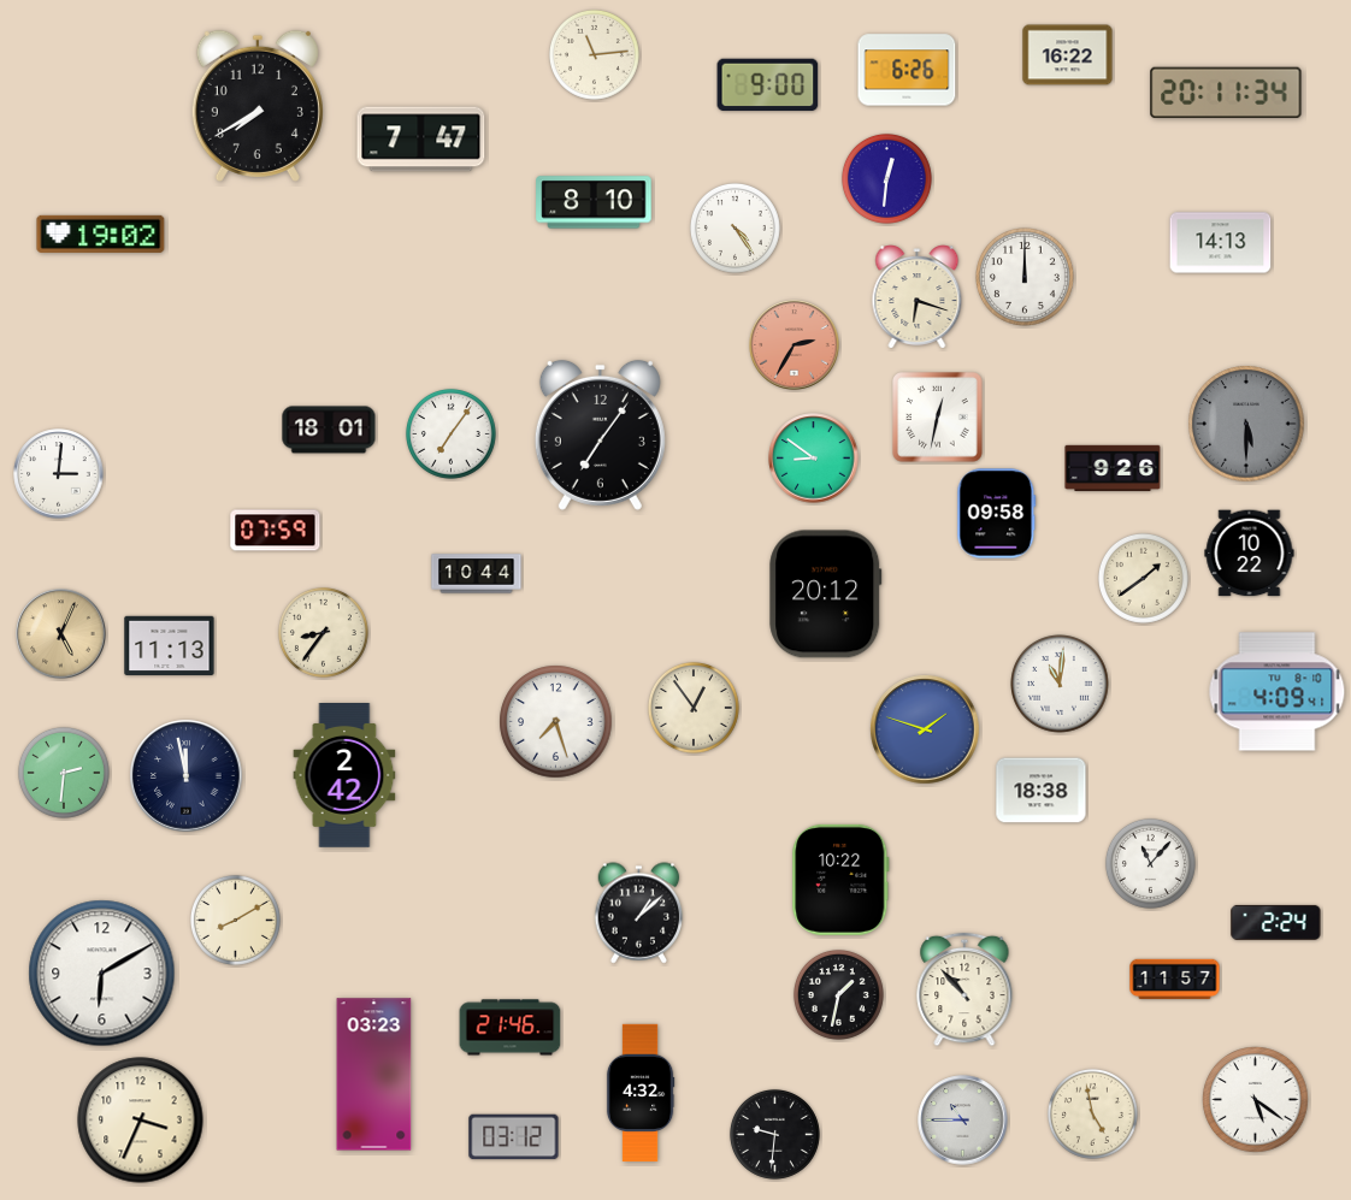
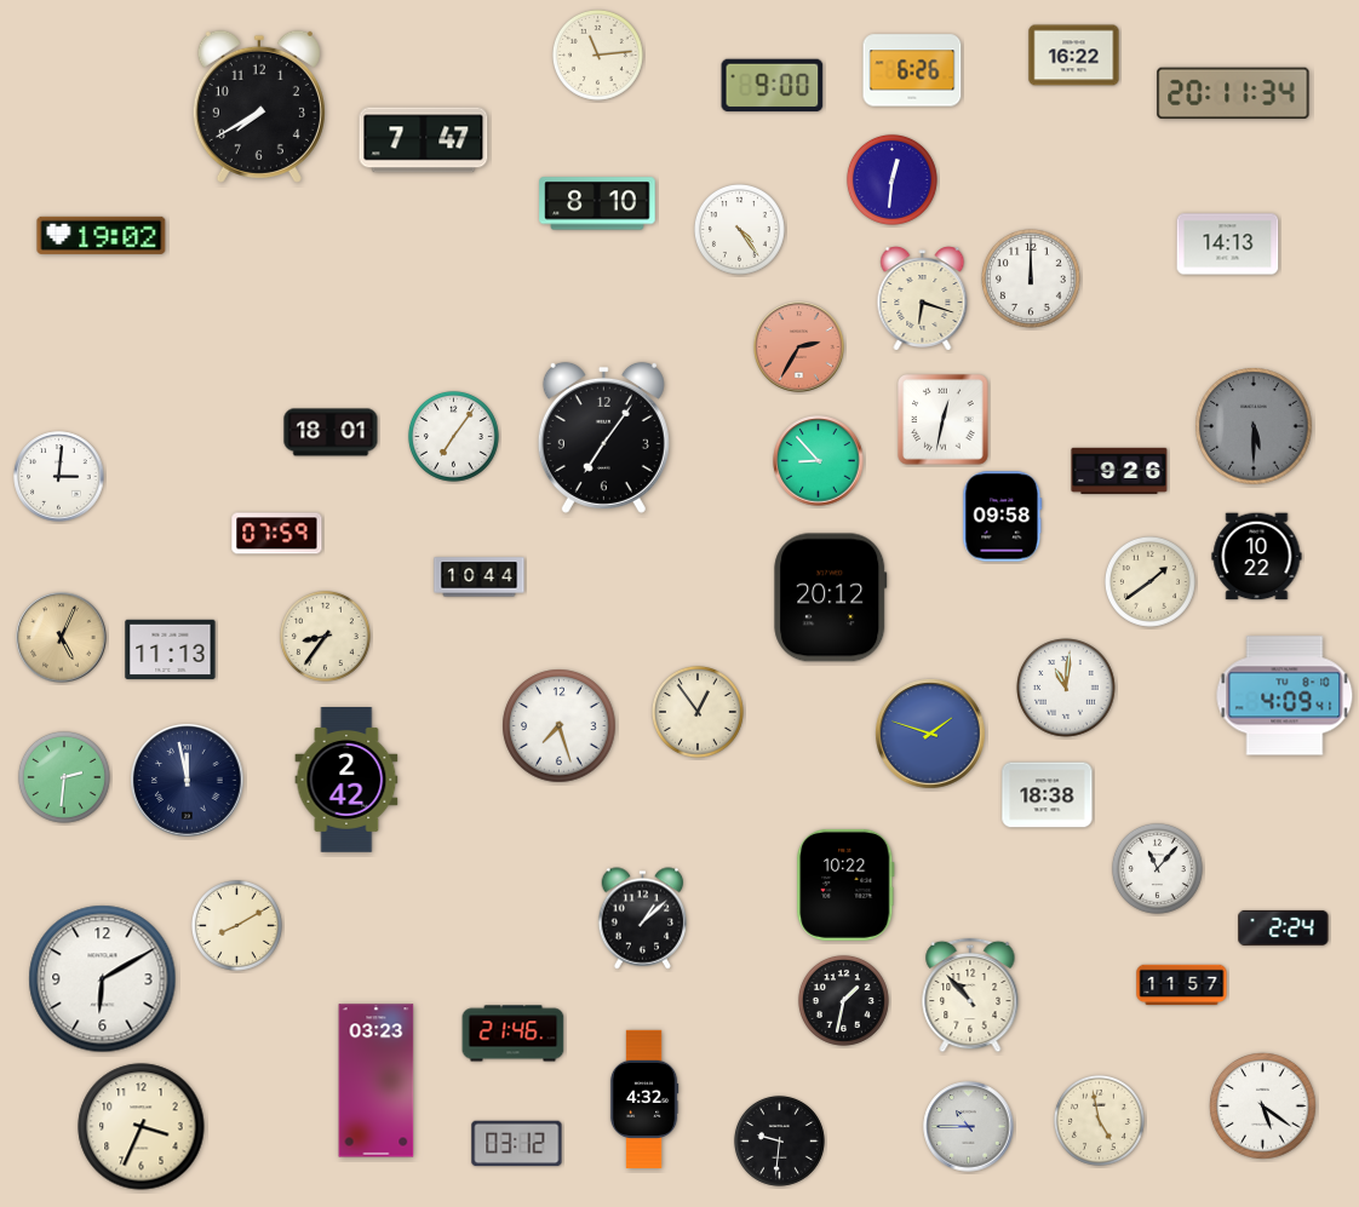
clock at (814, 459): 8:51 -> 8:53
